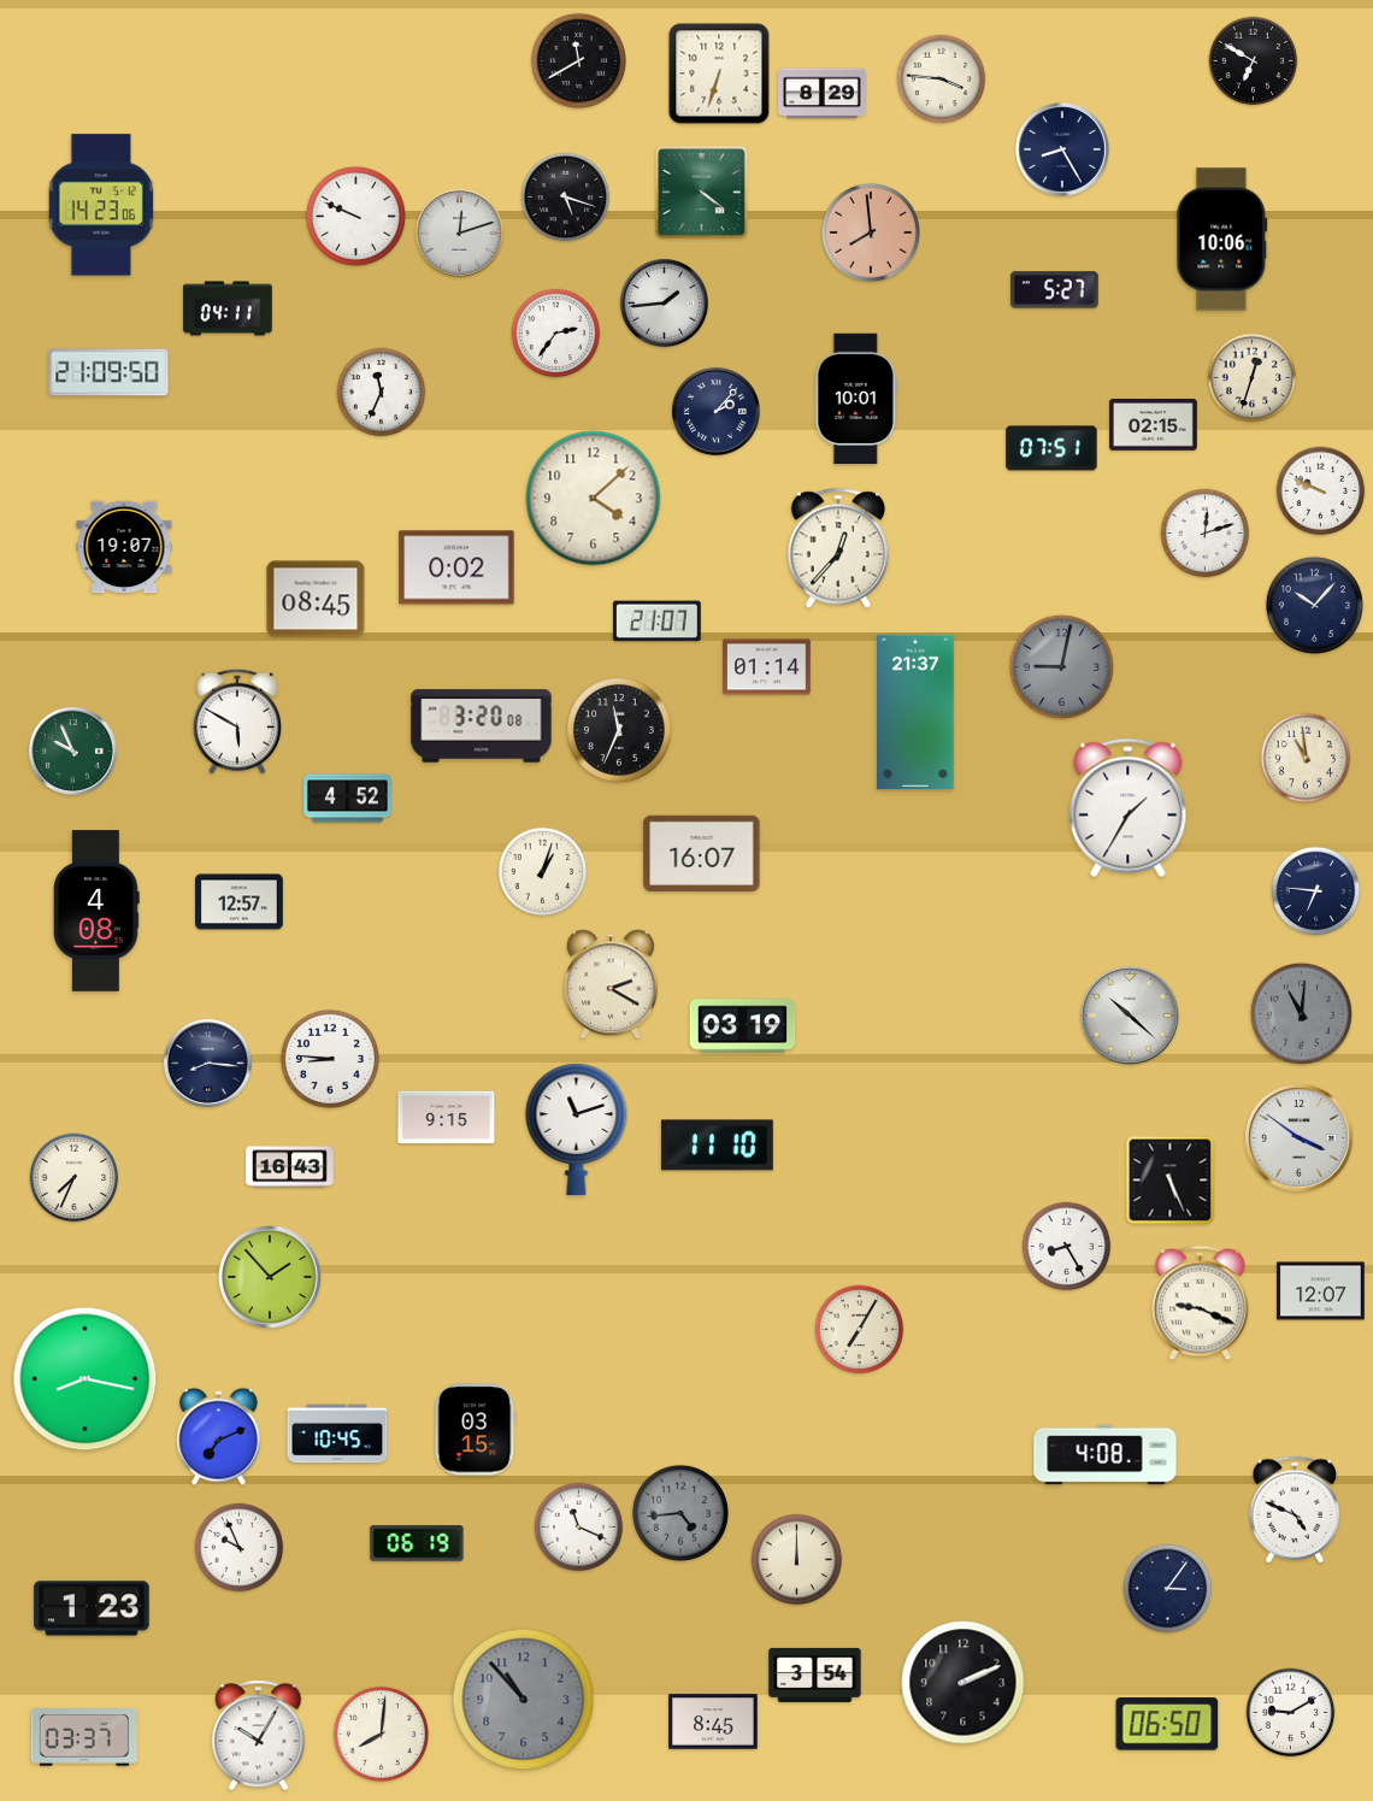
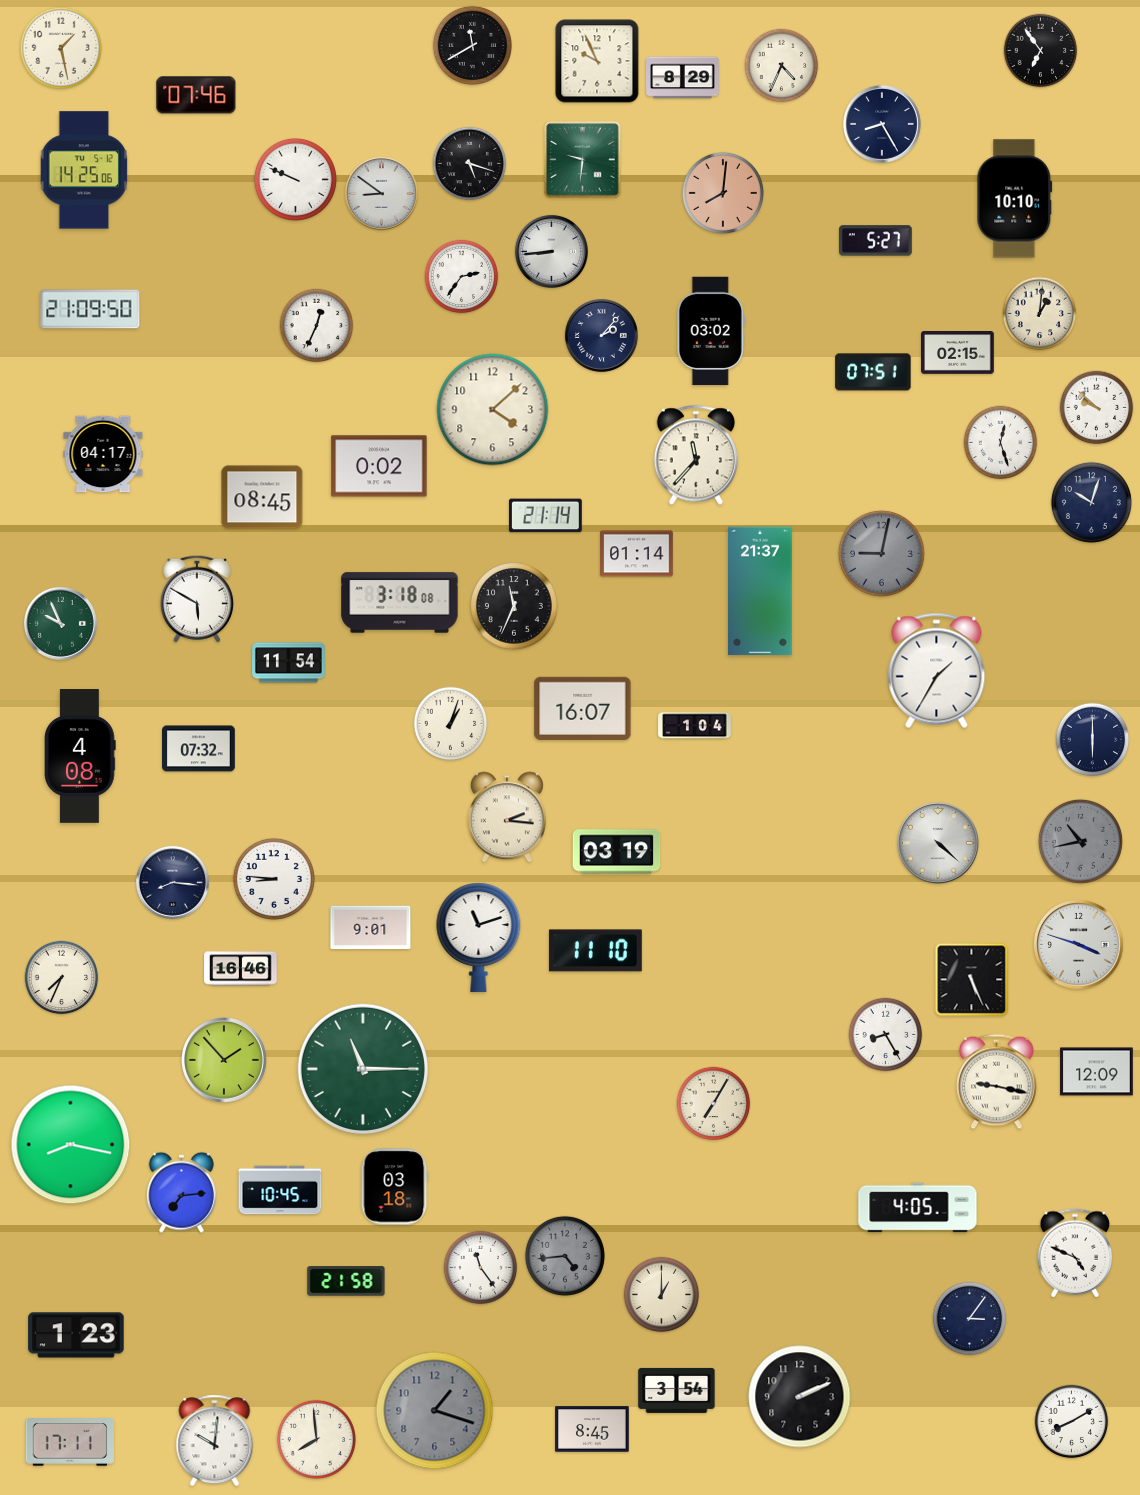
clock at (61, 48): none -> 1:28
clock at (578, 60) position: (578, 60) -> (472, 45)
clock at (1254, 61): 6:50 -> 6:54
clock at (719, 73): 6:33 -> 9:56
clock at (942, 80): 3:46 -> 4:34
clock at (196, 95): none -> 07:46
clock at (702, 193): 4:21 -> 9:31
clock at (101, 205): 14:23 -> 14:25
clock at (459, 233): 12:12 -> 8:51
clock at (871, 233): 7:59 -> 8:01
clock at (1222, 240): 10:06 -> 10:10
clock at (664, 302): 1:44 -> 8:44
clock at (228, 308): 04:11 -> none
clock at (1253, 378): 12:33 -> 1:01
clock at (382, 393): 11:34 -> 12:34
clock at (856, 399): 10:01 -> 03:02
clock at (715, 411) position: (715, 411) -> (601, 335)
clock at (1321, 492): 9:49 -> 9:52
clock at (594, 499) position: (594, 499) -> (493, 410)
clock at (1206, 534): 12:12 -> 12:27
clock at (124, 547): 19:07 -> 04:17
clock at (838, 548): 12:37 -> 11:37
clock at (456, 567) position: (456, 567) -> (379, 466)
clock at (1314, 605): 10:07 -> 10:03
clock at (658, 622): 21:07 -> 21:14
clock at (482, 726): 3:20 -> 3:18
clock at (1306, 758): 10:59 -> none
clock at (348, 799): 4:52 -> 11:54
clock at (695, 726): none -> 1:04
clock at (1316, 891): 6:46 -> 6:00
clock at (240, 902): 12:57 -> 07:32
clock at (611, 984): 2:20 -> 2:16
clock at (1301, 1013): 11:01 -> 10:43
clock at (1131, 1017): 10:22 -> 4:22
clock at (447, 1118): 9:15 -> 9:01
clock at (1300, 1138): 3:51 -> 3:48
clock at (290, 1167): 16:43 -> 16:46
clock at (363, 1069): none -> 11:15
clock at (1321, 1291): 12:07 -> 12:09
clock at (1201, 1303): 9:19 -> 9:17
clock at (476, 1430): 03:15 -> 03:18
clock at (218, 1436): 7:11 -> 7:14
clock at (1106, 1455): 4:08 -> 4:05
clock at (579, 1528): 11:19 -> 11:24
clock at (417, 1543): 06:19 -> 21:58
clock at (240, 1548): 9:56 -> none
clock at (797, 1560): 12:00 -> 1:00
clock at (524, 1700): 10:53 -> 1:18
clock at (1291, 1713): 9:10 -> 8:10
clock at (1167, 1724): 06:50 -> none
clock at (381, 1734): 8:01 -> 7:59
clock at (259, 1736): 10:05 -> 10:01
clock at (84, 1737): 03:37 -> 17:11
